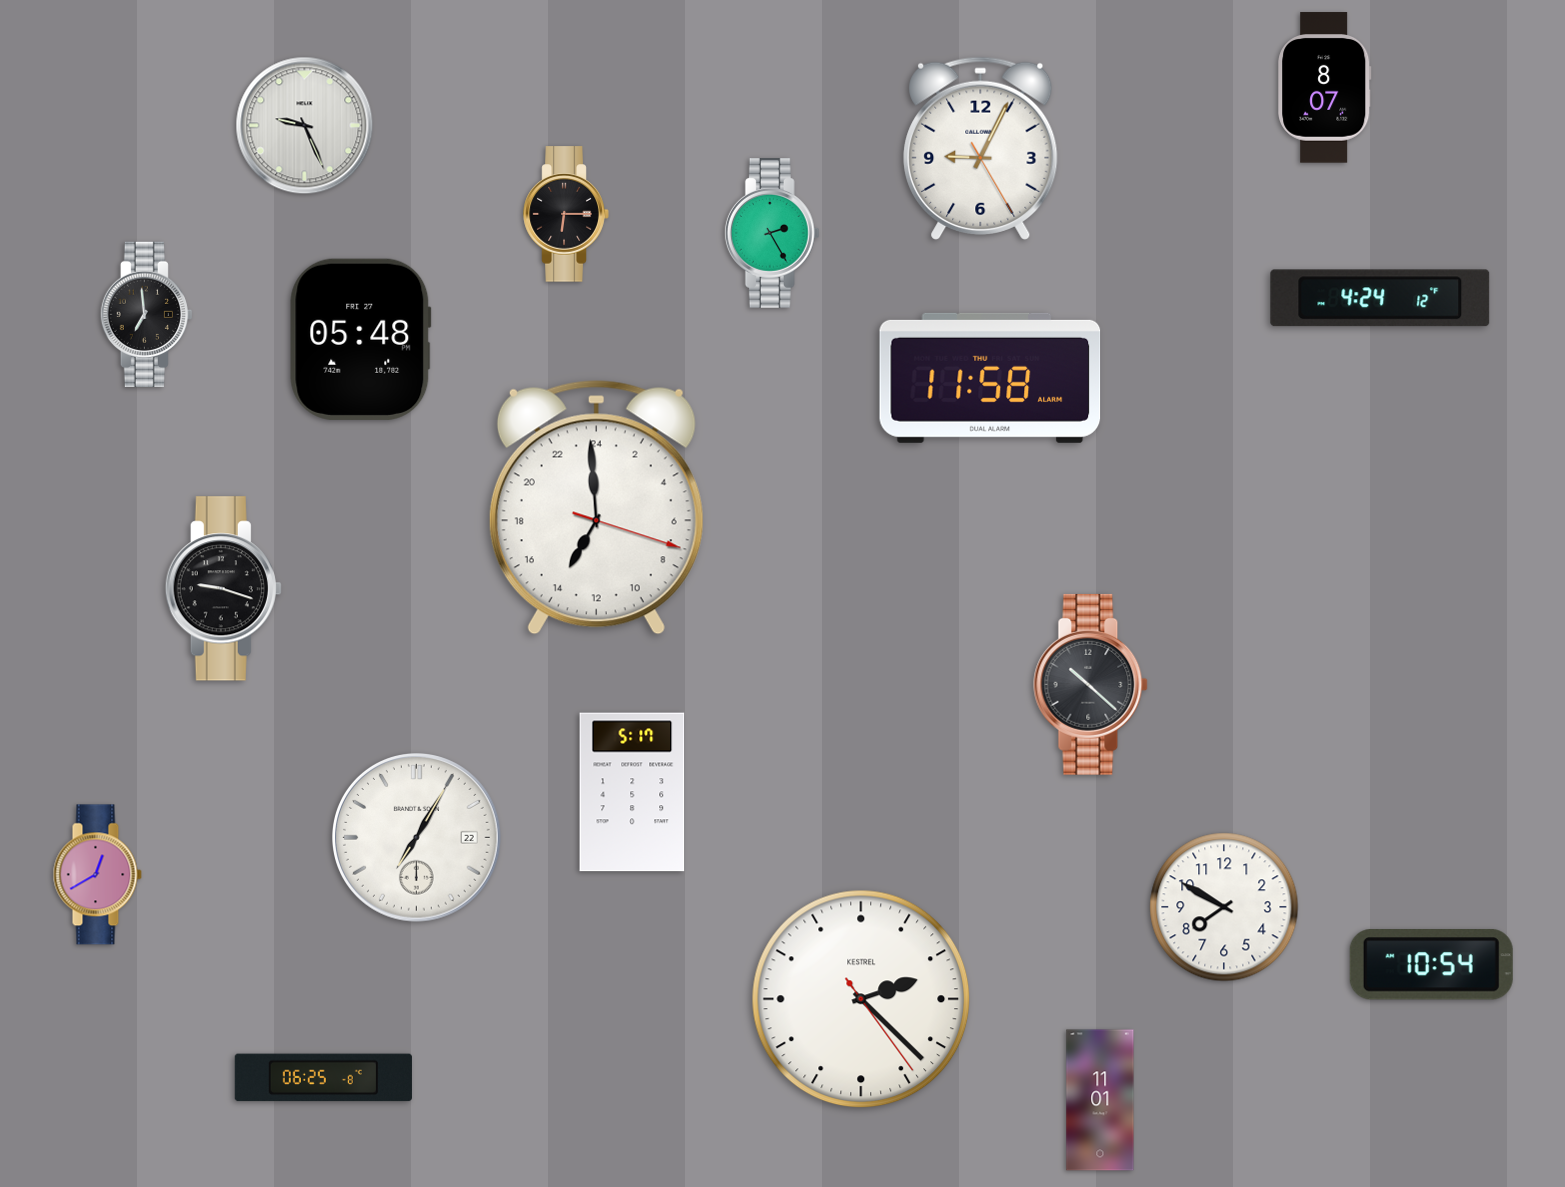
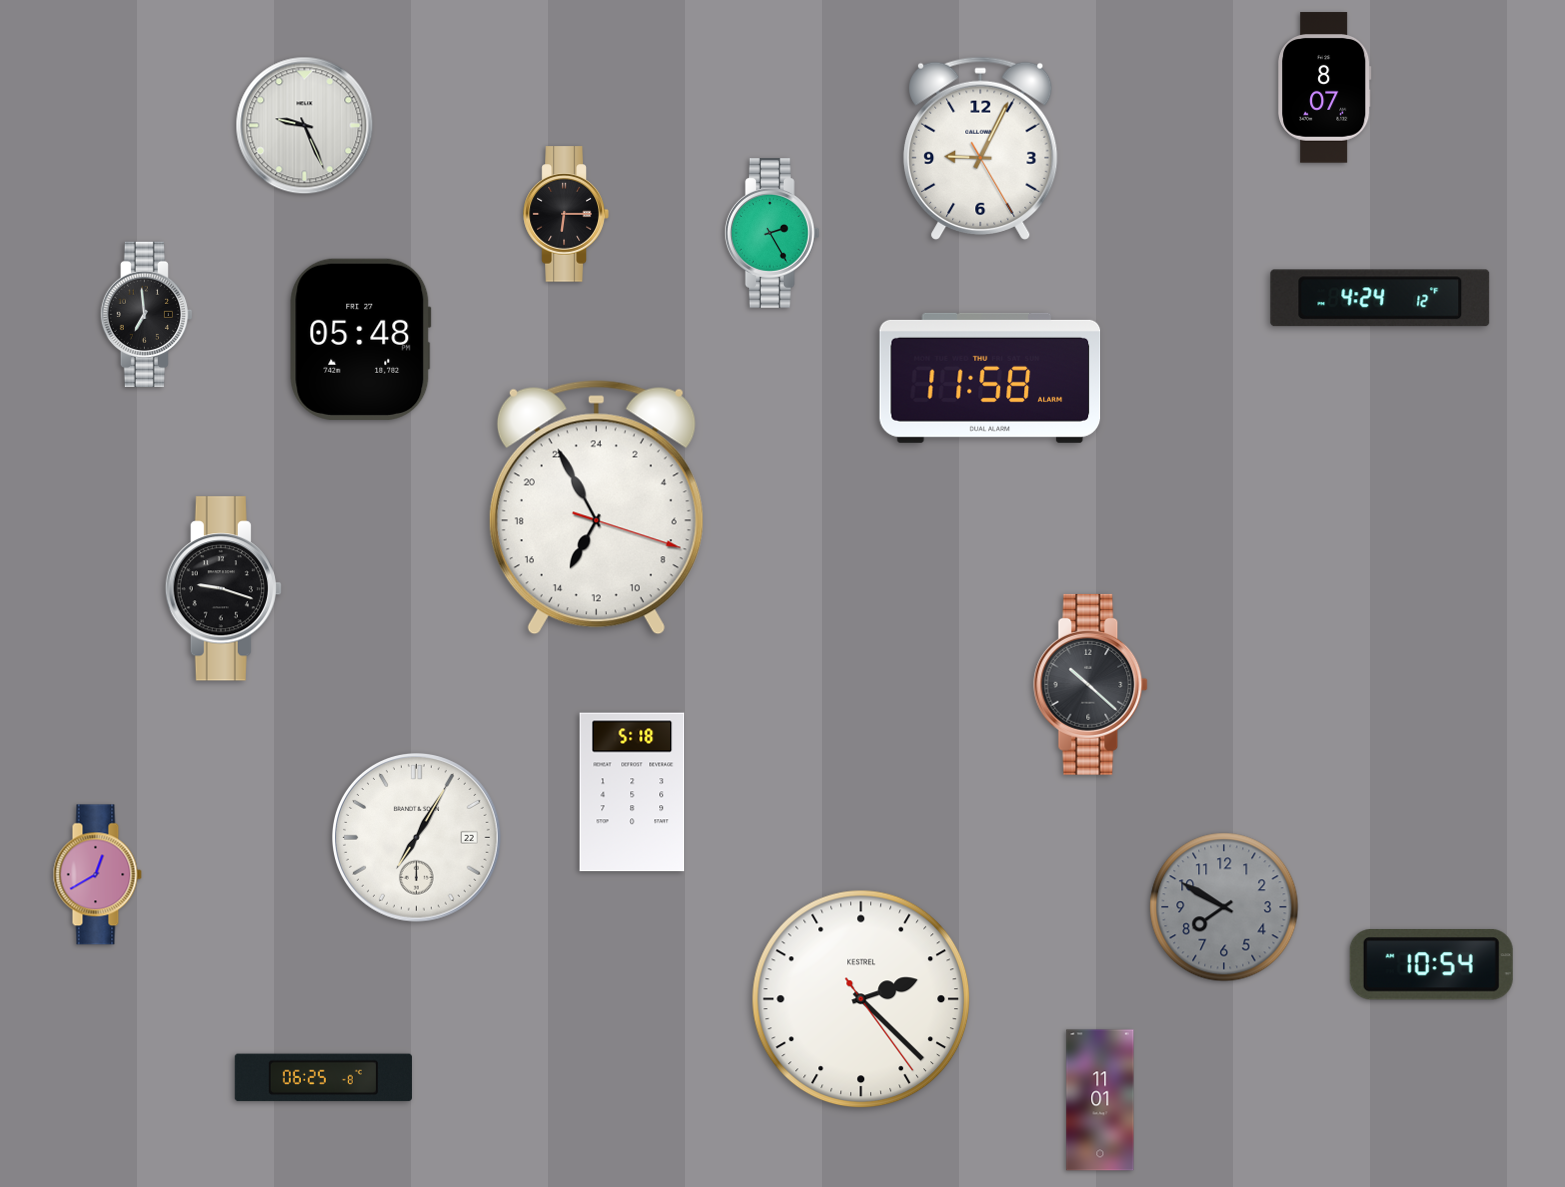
clock at (596, 508): 13:59 -> 13:55
clock at (632, 792): 5:17 -> 5:18
clock at (1224, 907) dial: white -> grey
